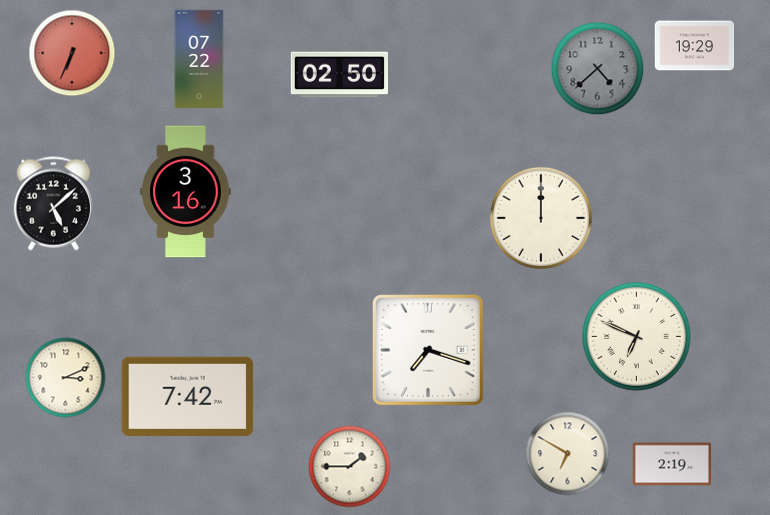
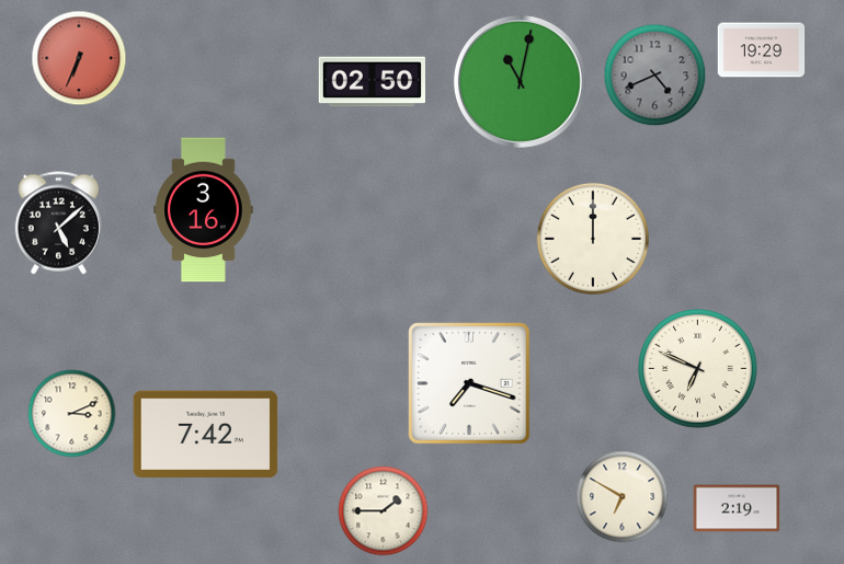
clock at (199, 58): 07:22 -> none
clock at (598, 69): 4:38 -> 4:41
clock at (520, 81): none -> 11:02
